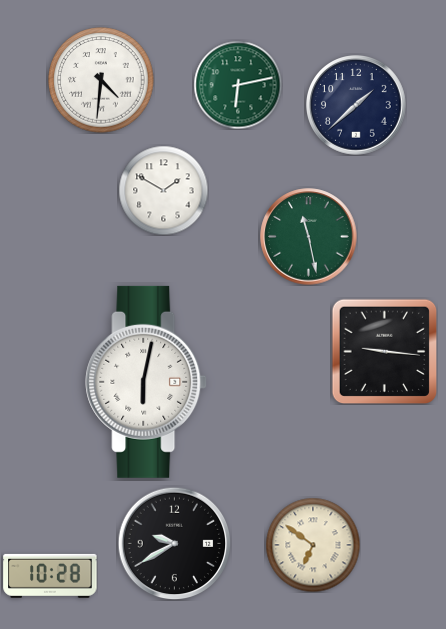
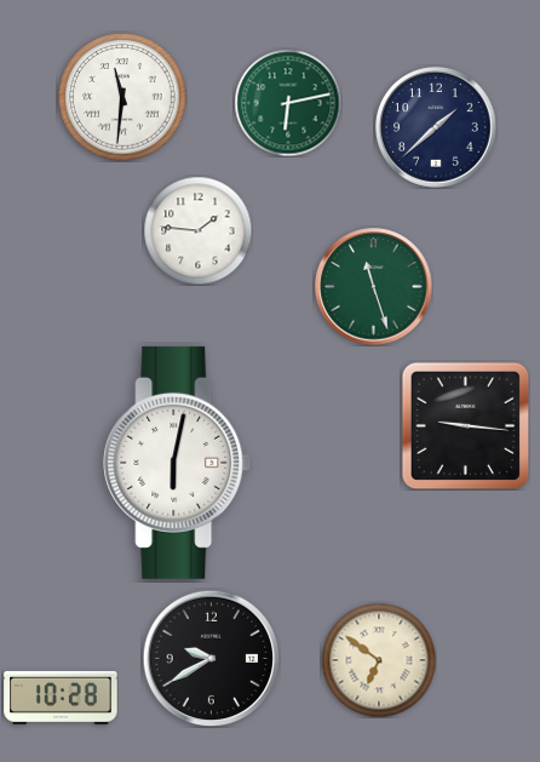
clock at (101, 80): 4:31 -> 11:31
clock at (356, 105) position: (356, 105) -> (436, 127)
clock at (163, 190): 1:50 -> 1:46
clock at (309, 237): 11:28 -> 11:27
